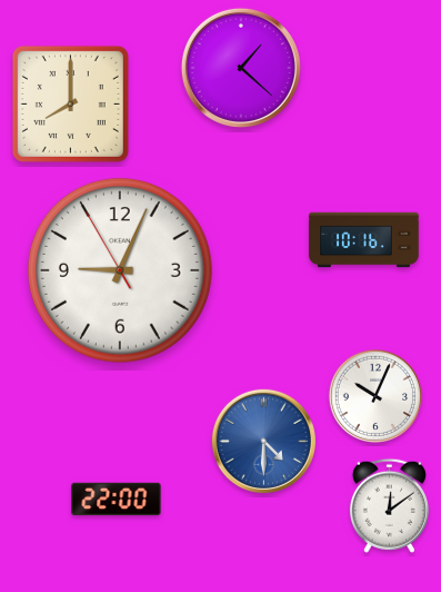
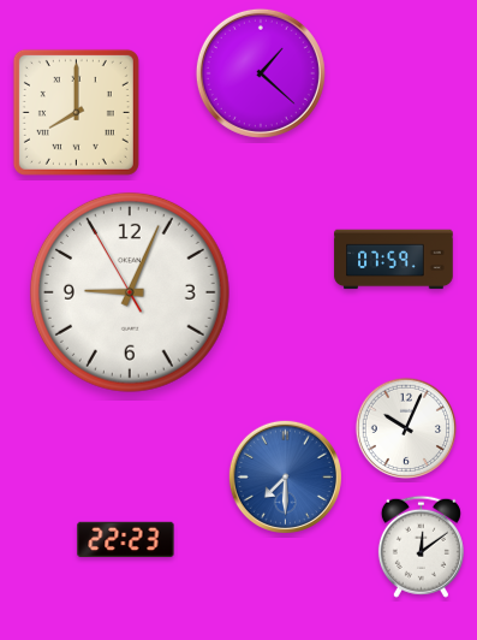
clock at (364, 240): 10:16 -> 07:59
clock at (263, 441): 4:30 -> 7:30
clock at (117, 500): 22:00 -> 22:23
